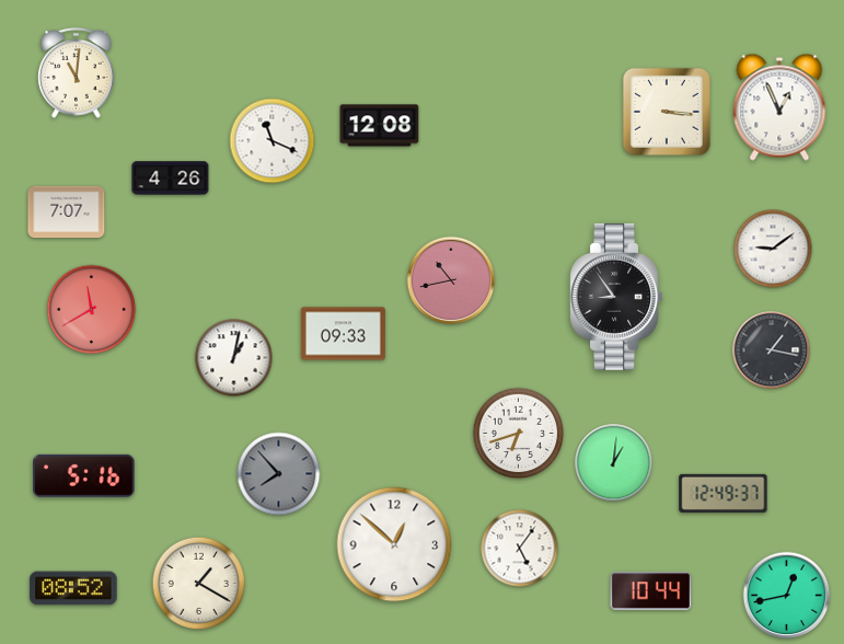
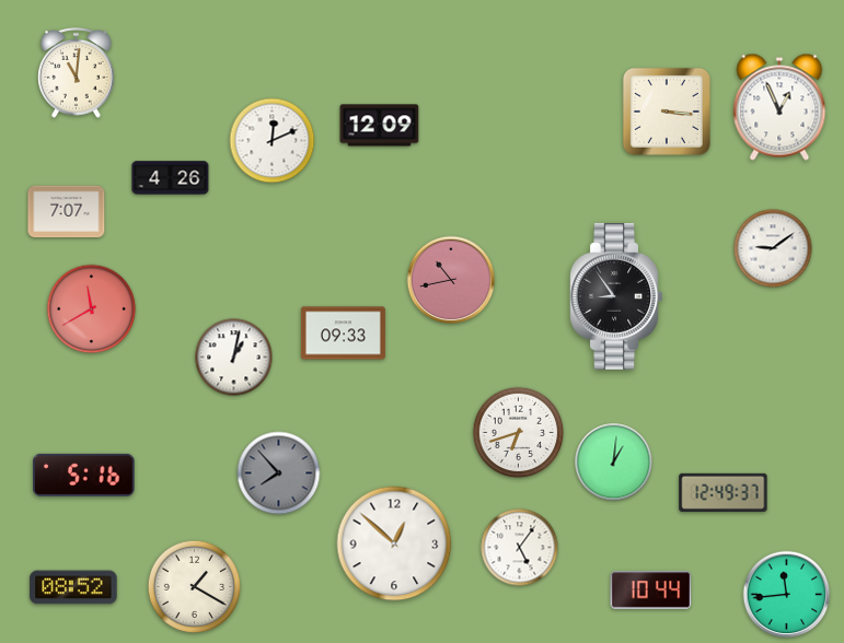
clock at (380, 126): 12:08 -> 12:09
clock at (273, 141): 11:19 -> 12:11
clock at (772, 350): 1:17 -> none
clock at (198, 583) position: (198, 583) -> (194, 586)
clock at (787, 596): 12:43 -> 11:44
